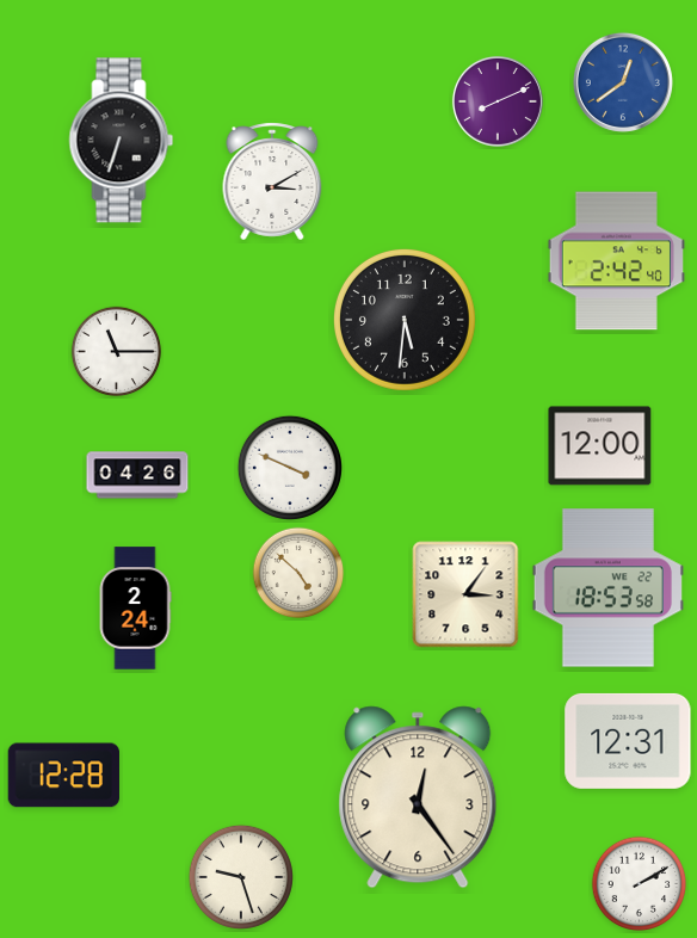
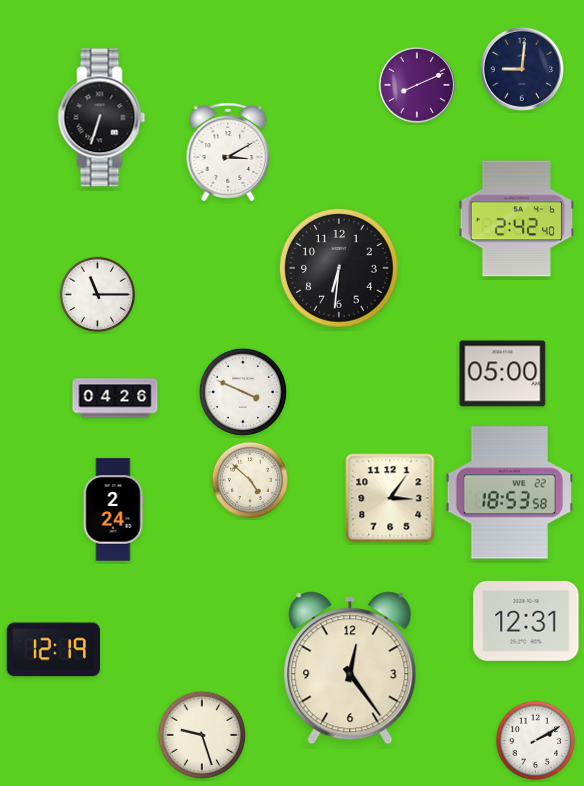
clock at (623, 82): 12:39 -> 9:01
clock at (623, 82) dial: blue -> navy
clock at (405, 320): 5:31 -> 6:31
clock at (600, 446): 12:00 -> 05:00
clock at (63, 776): 12:28 -> 12:19
